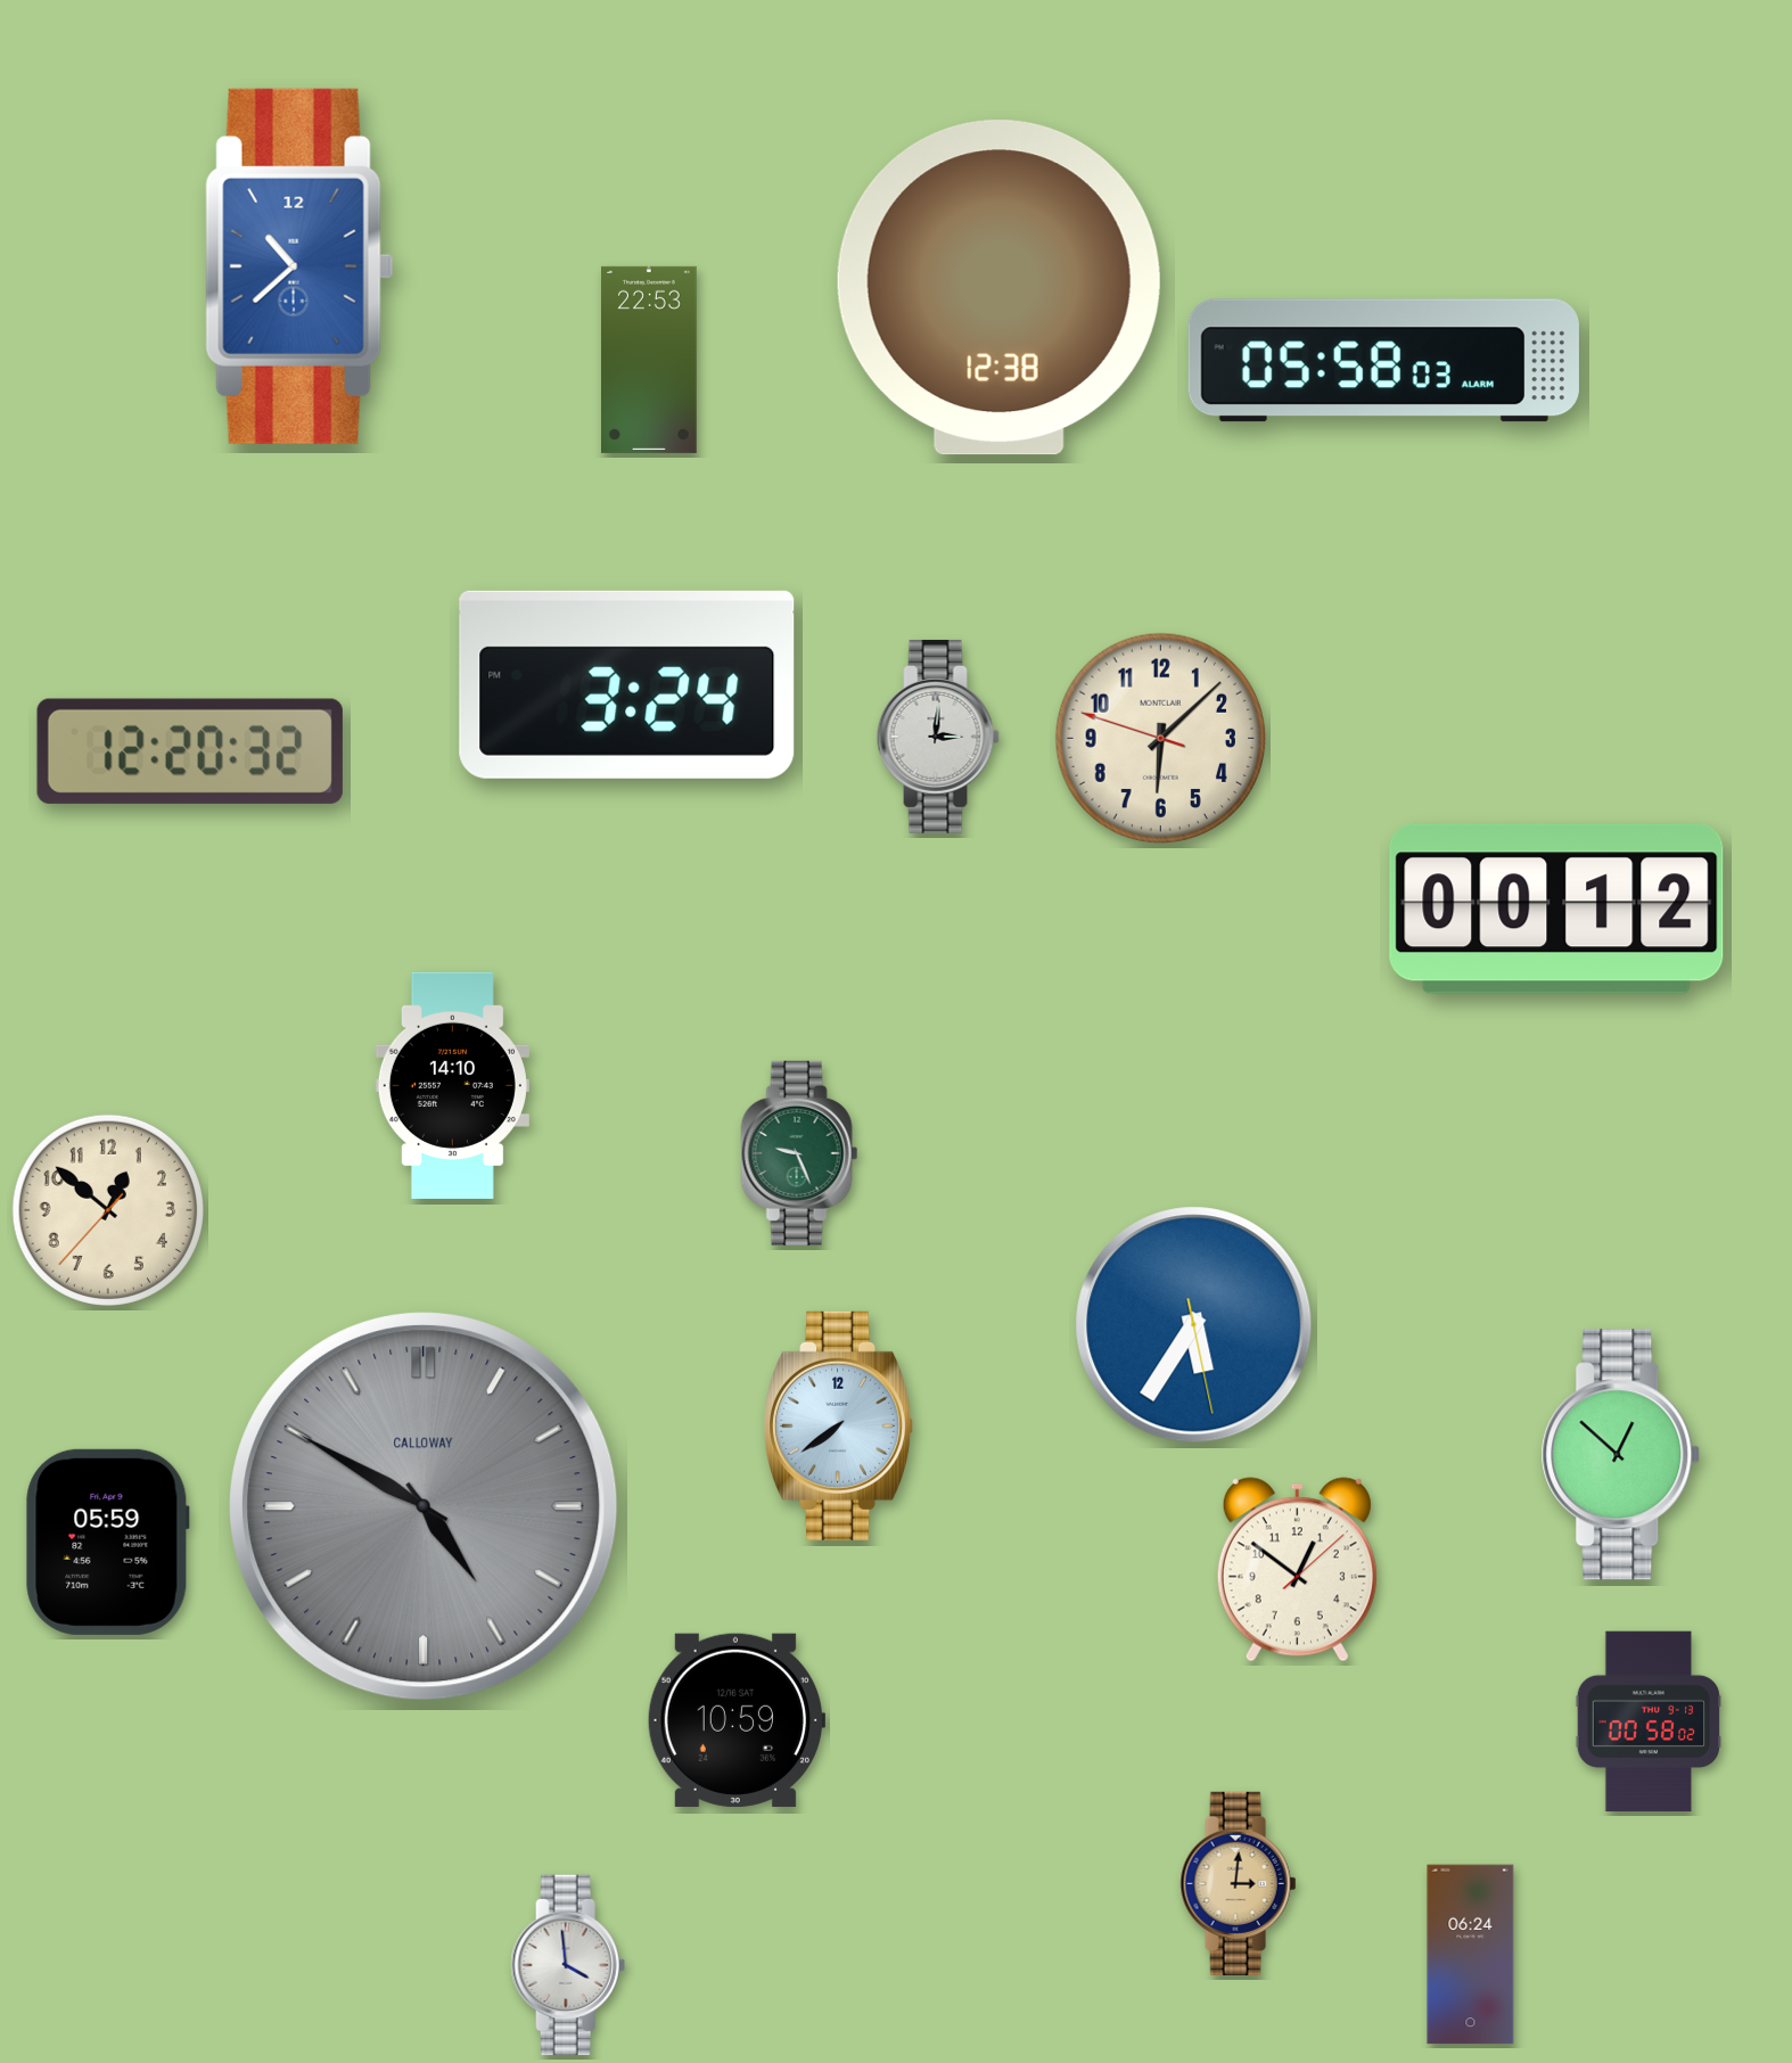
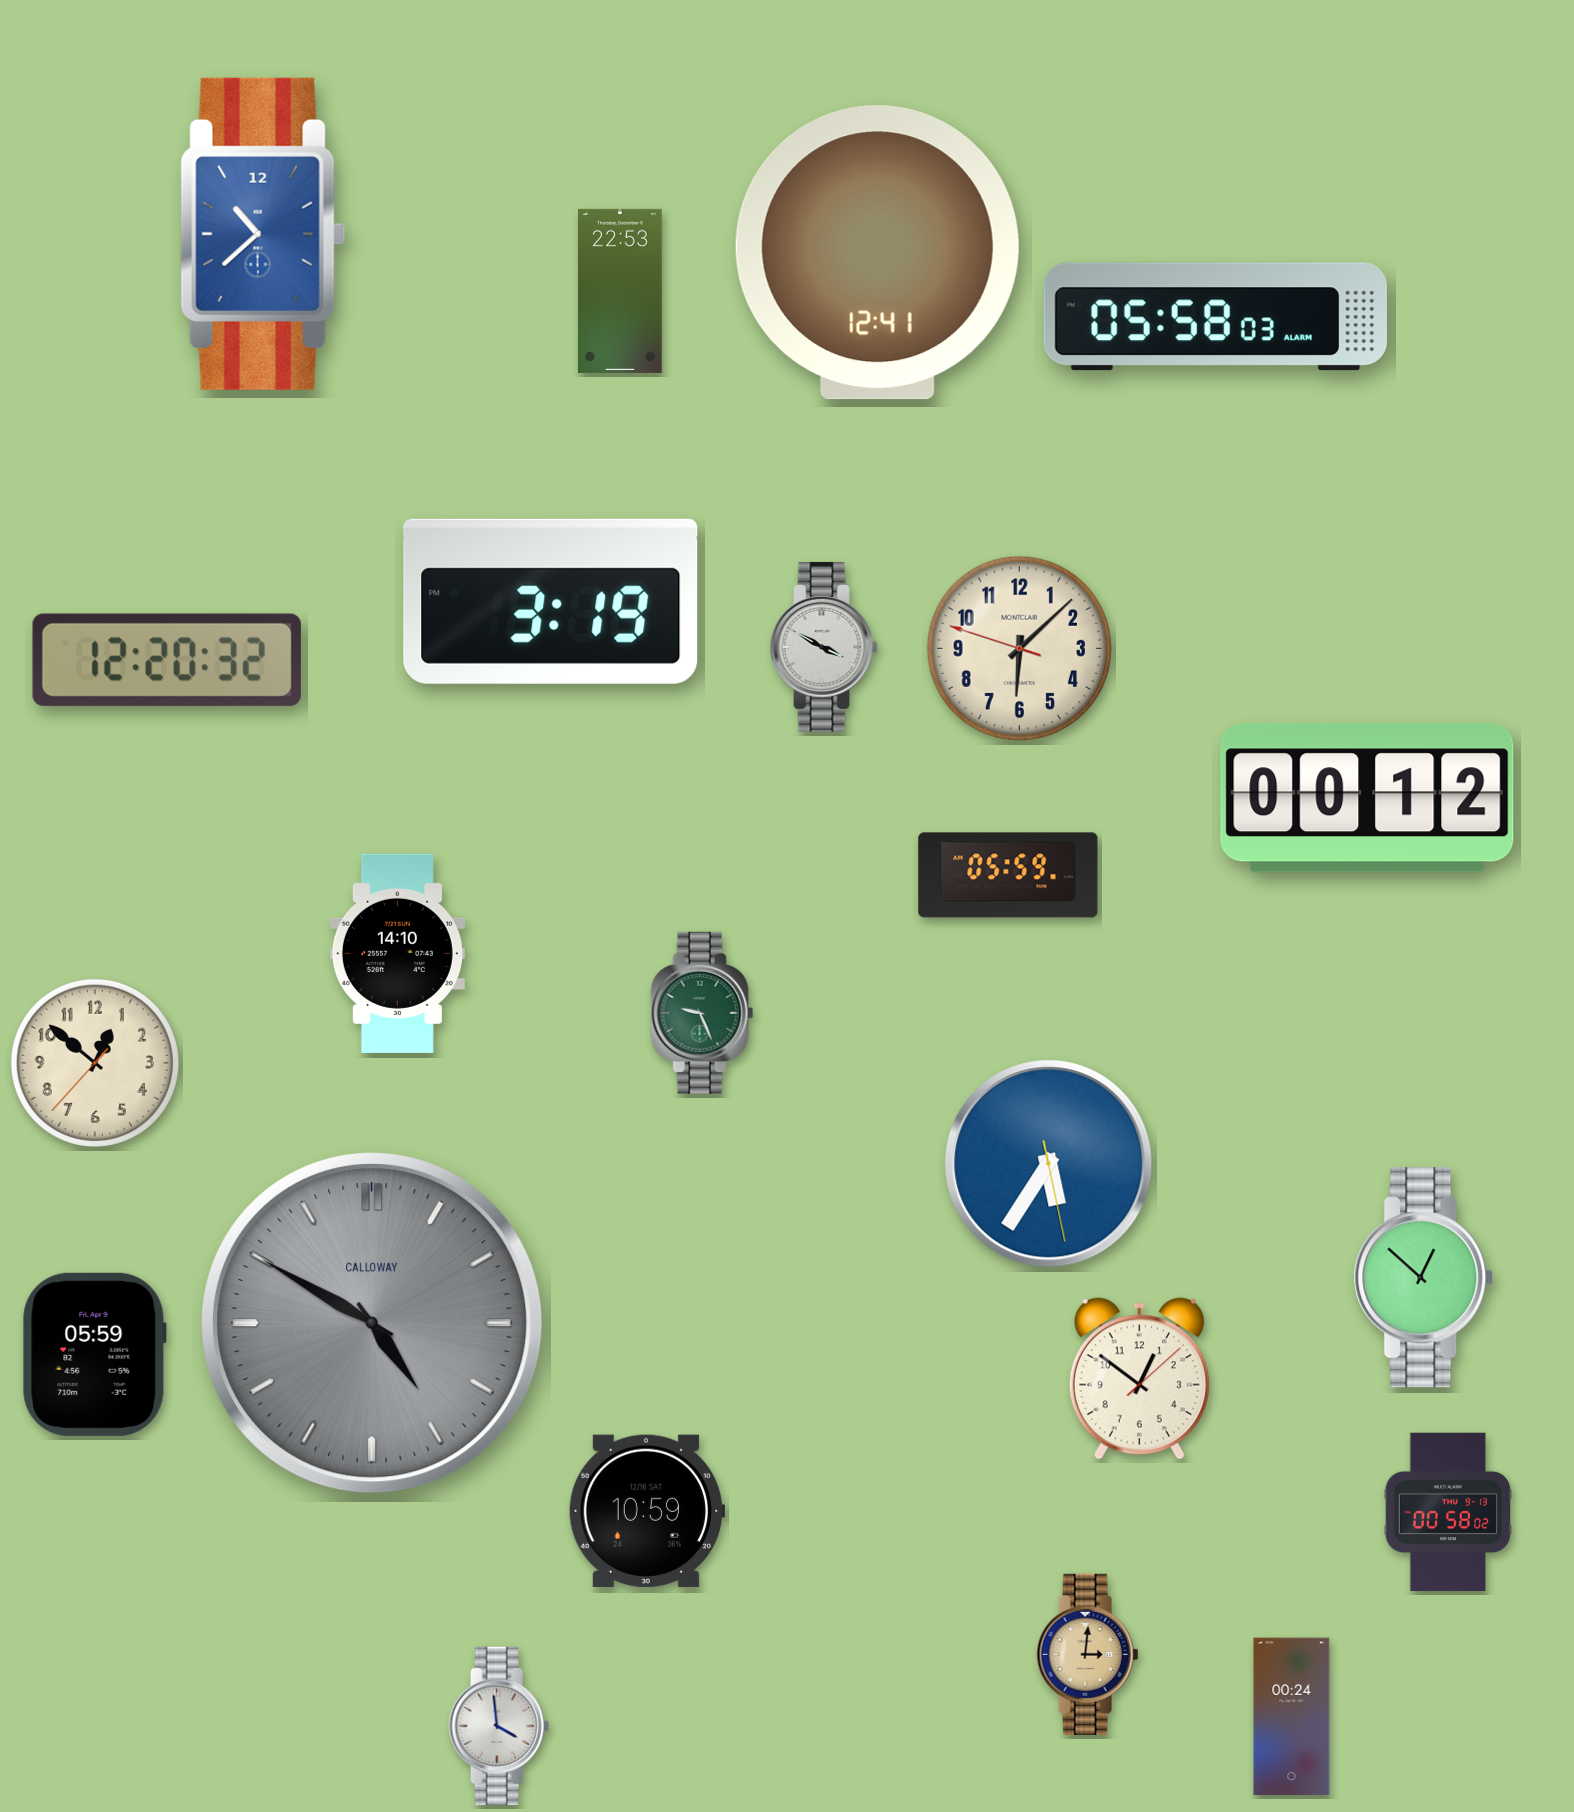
clock at (998, 288): 12:38 -> 12:41
clock at (650, 360) position: (650, 360) -> (621, 291)
clock at (627, 684): 3:24 -> 3:19
clock at (938, 737): 3:01 -> 3:50
clock at (1008, 875): none -> 05:59
clock at (840, 1425): 7:39 -> none
clock at (1471, 1955): 06:24 -> 00:24
